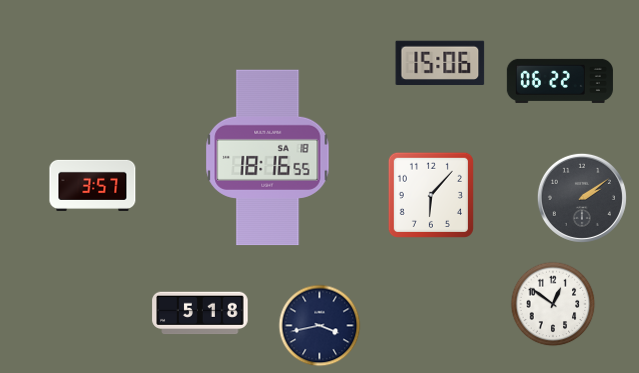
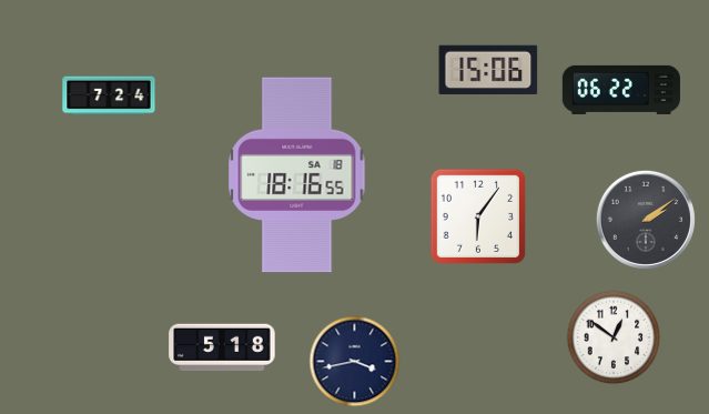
clock at (109, 95): none -> 7:24
clock at (93, 185): 3:57 -> none
clock at (431, 195): 6:07 -> 6:06
